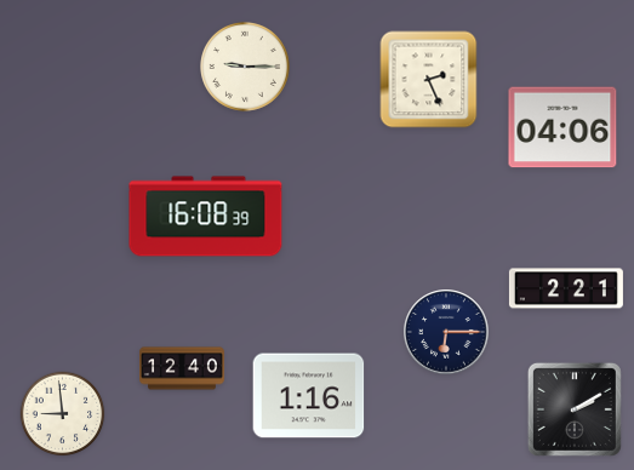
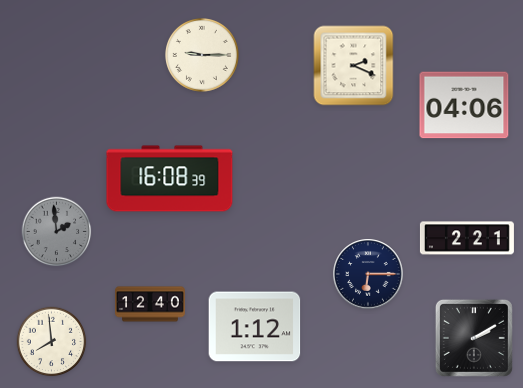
clock at (429, 80): 2:26 -> 2:19
clock at (57, 232): none -> 1:59
clock at (309, 396): 1:16 -> 1:12
clock at (63, 414): 8:59 -> 7:59
